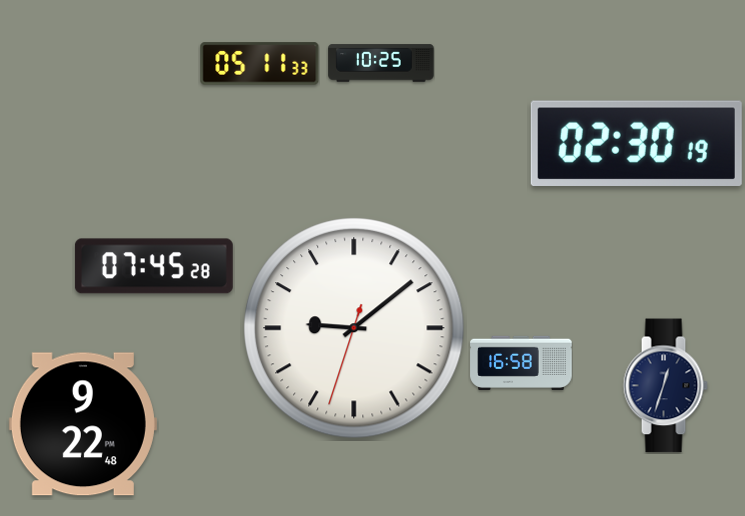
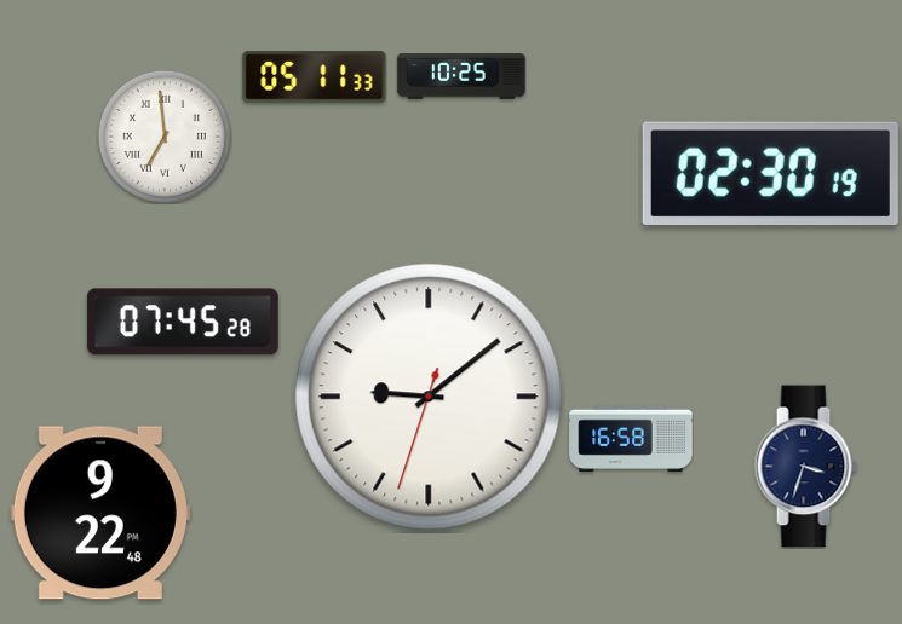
clock at (163, 135): none -> 6:59
clock at (154, 266) position: (154, 266) -> (183, 322)
clock at (665, 386): 12:33 -> 3:33
